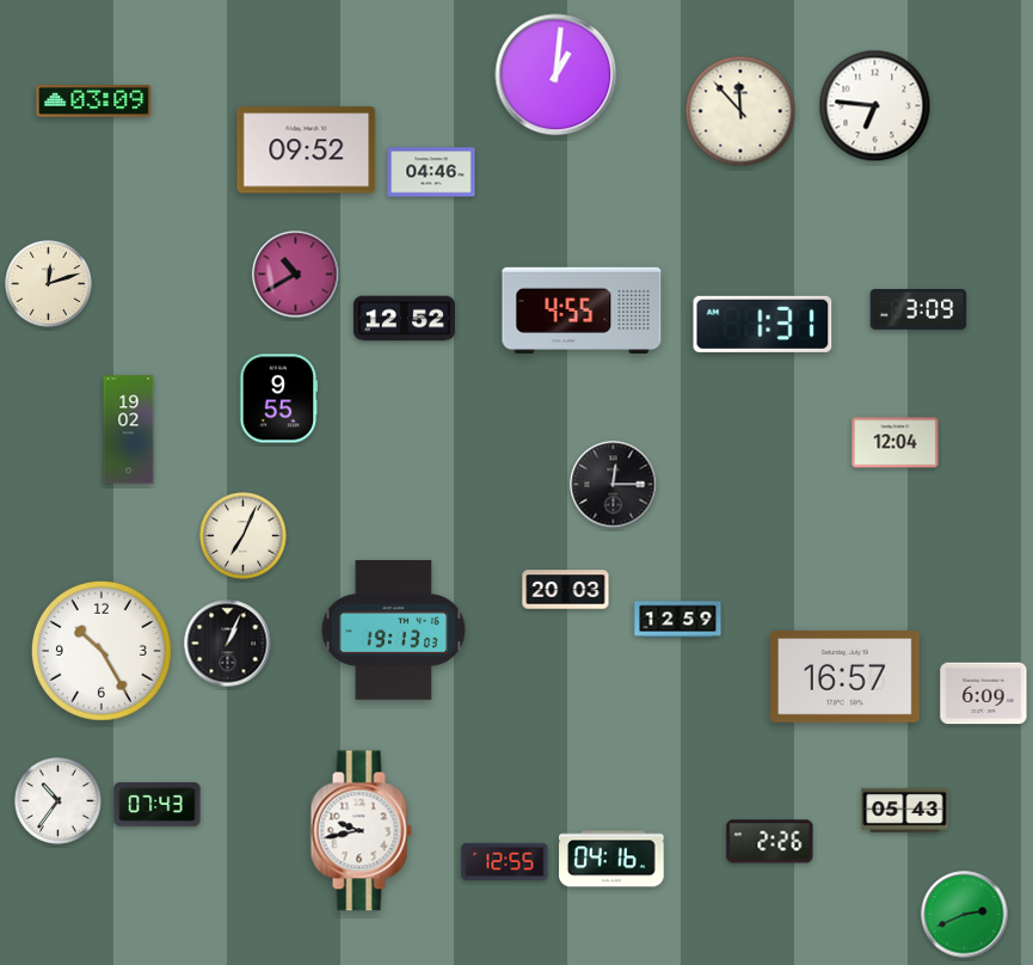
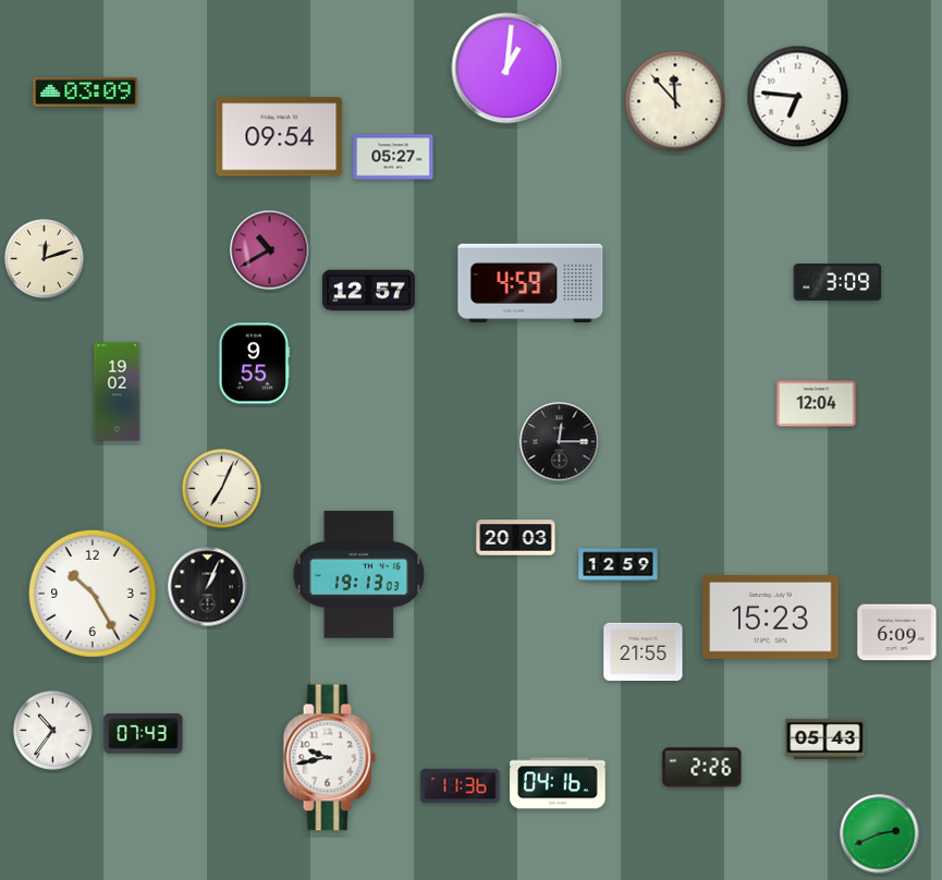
clock at (307, 150): 09:52 -> 09:54
clock at (431, 172): 04:46 -> 05:27
clock at (582, 309): 4:55 -> 4:59
clock at (404, 319): 12:52 -> 12:57
clock at (763, 324): 1:31 -> none
clock at (846, 677): 16:57 -> 15:23
clock at (644, 652): none -> 21:55
clock at (505, 861): 12:55 -> 11:36
